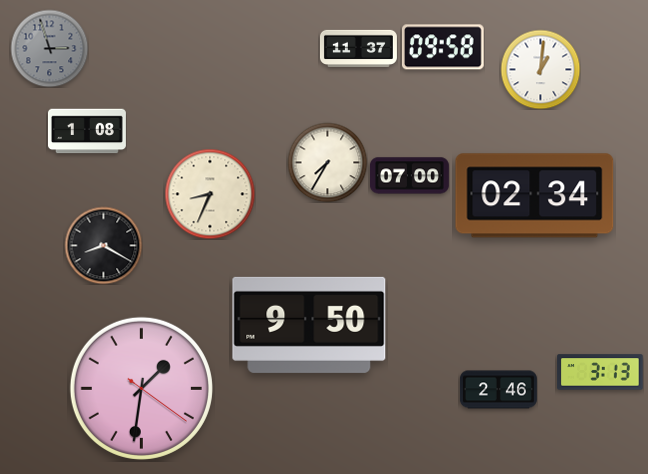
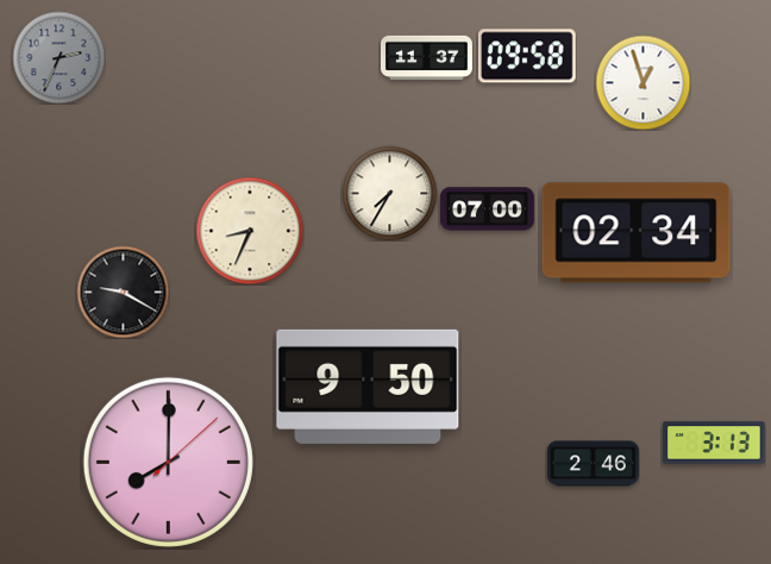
clock at (49, 48): 2:57 -> 2:34
clock at (540, 69): 1:01 -> 12:57
clock at (87, 131): 1:08 -> none
clock at (103, 245): 8:20 -> 9:20
clock at (141, 388): 1:31 -> 8:00
